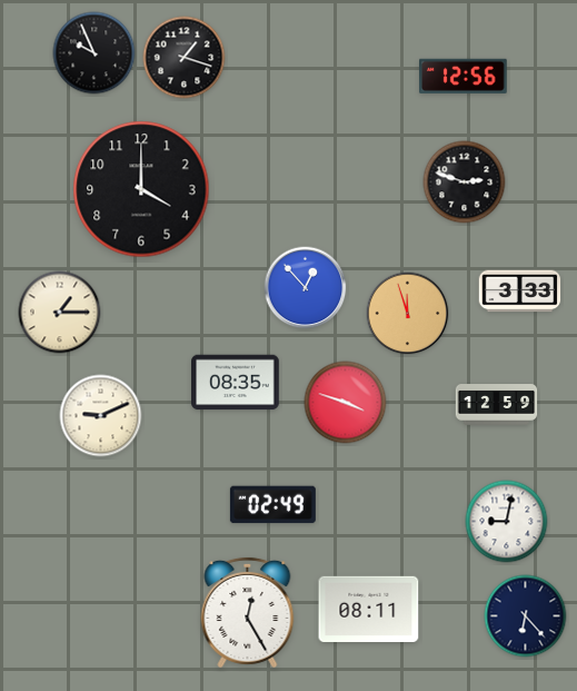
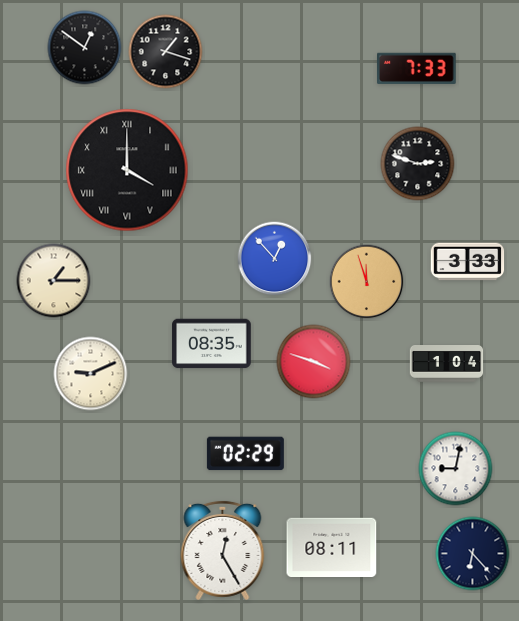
clock at (94, 53): 9:56 -> 12:51
clock at (464, 76): 12:56 -> 7:33
clock at (141, 189) numerals: Arabic -> Roman
clock at (346, 403) position: (346, 403) -> (314, 362)
clock at (497, 405): 12:59 -> 1:04
clock at (272, 505): 02:49 -> 02:29
